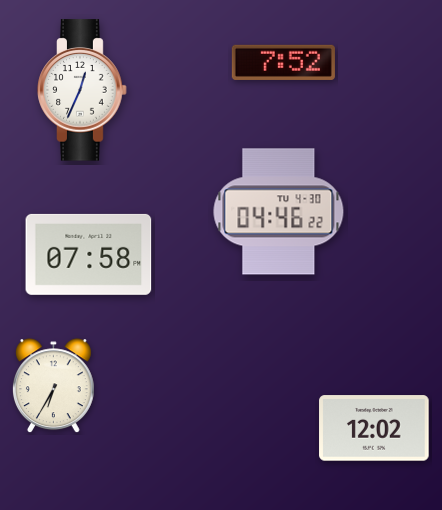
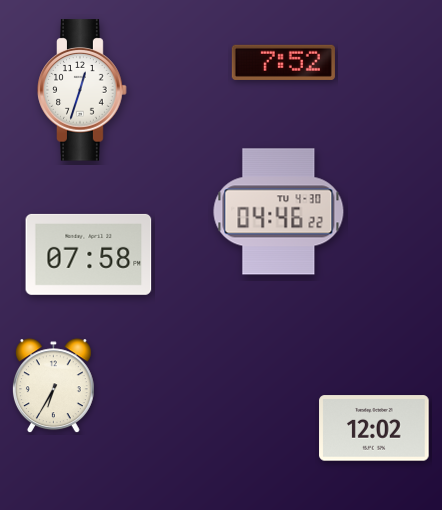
clock at (82, 90): 12:34 -> 12:33
